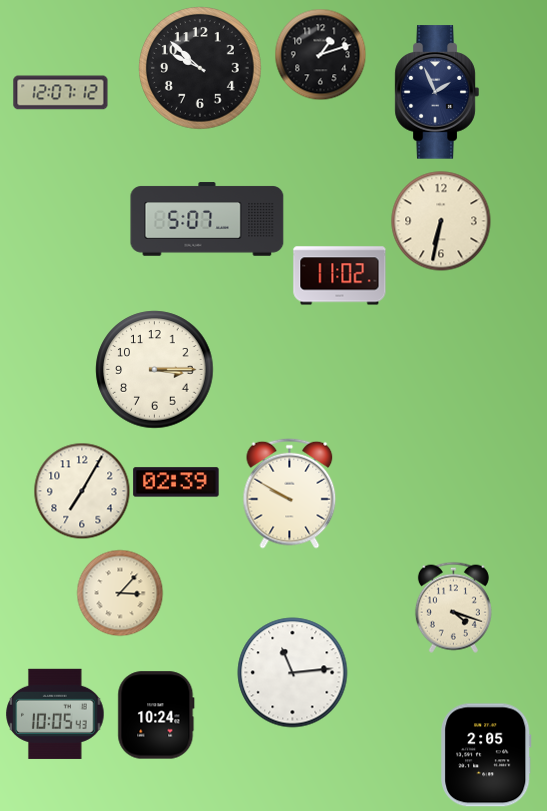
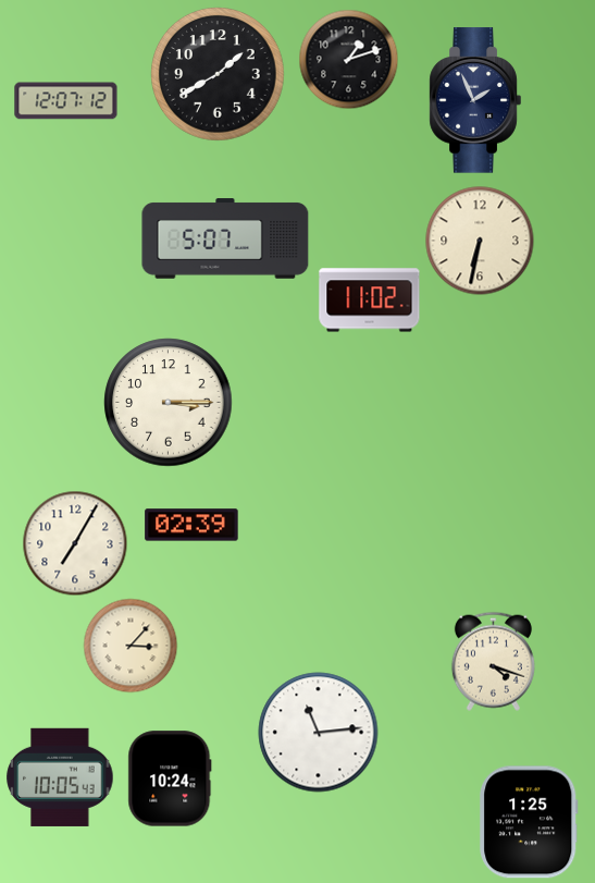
clock at (200, 68): 9:52 -> 1:40
clock at (82, 491) position: (82, 491) -> (75, 543)
clock at (290, 493): 9:50 -> none
clock at (486, 755): 2:05 -> 1:25
